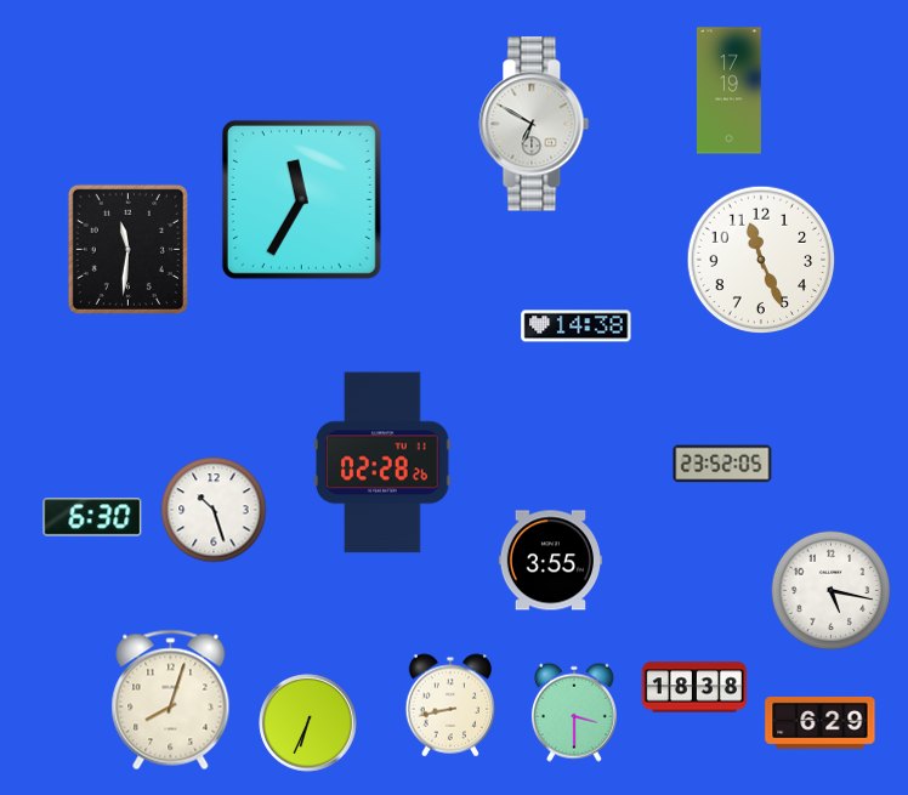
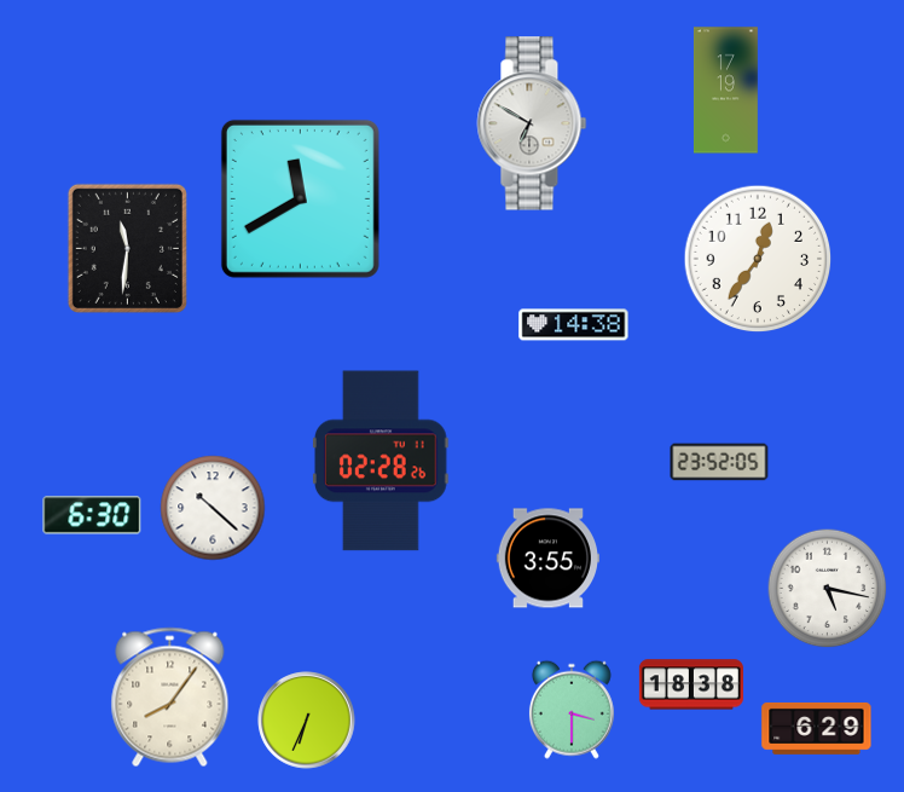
clock at (301, 199): 11:35 -> 11:40
clock at (761, 260): 11:26 -> 12:36
clock at (214, 510): 10:27 -> 10:22
clock at (171, 700): 8:03 -> 8:06
clock at (450, 705): 8:43 -> none
clock at (821, 722) position: (821, 722) -> (817, 728)
